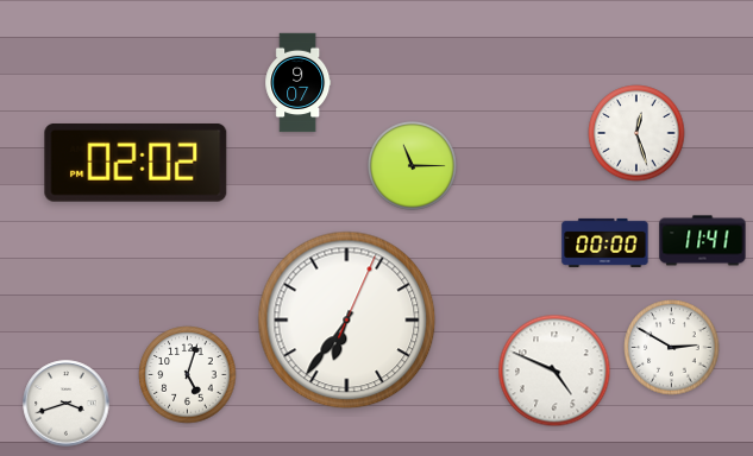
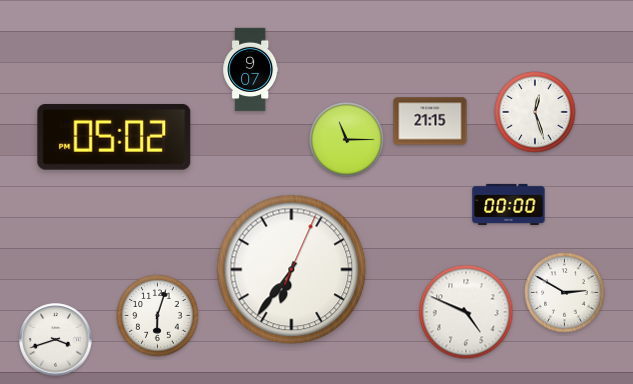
clock at (430, 121): none -> 21:15
clock at (136, 163): 02:02 -> 05:02
clock at (703, 241): 11:41 -> none
clock at (188, 375): 5:03 -> 6:03
